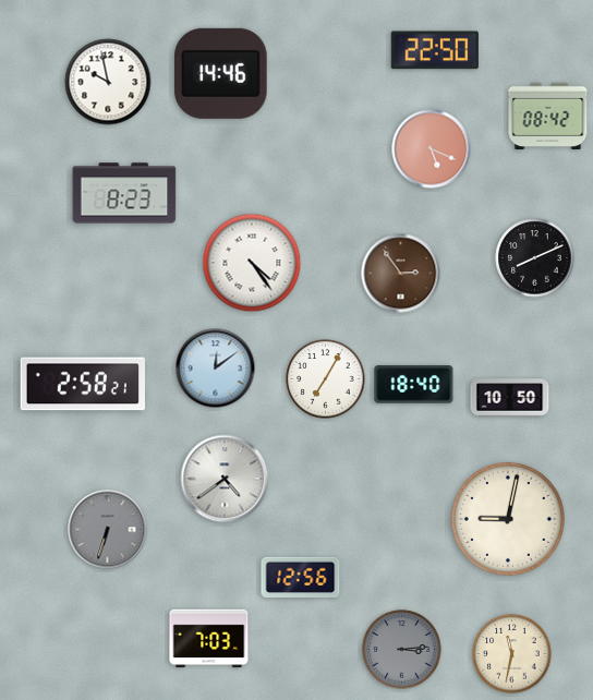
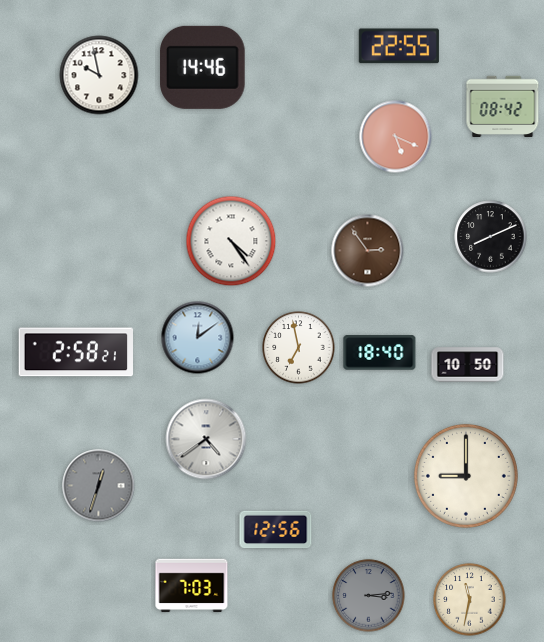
clock at (435, 50): 22:50 -> 22:55
clock at (124, 193): 8:23 -> none
clock at (326, 379): 7:05 -> 6:58
clock at (508, 519): 9:02 -> 9:00
clock at (108, 530): 6:33 -> 12:33
